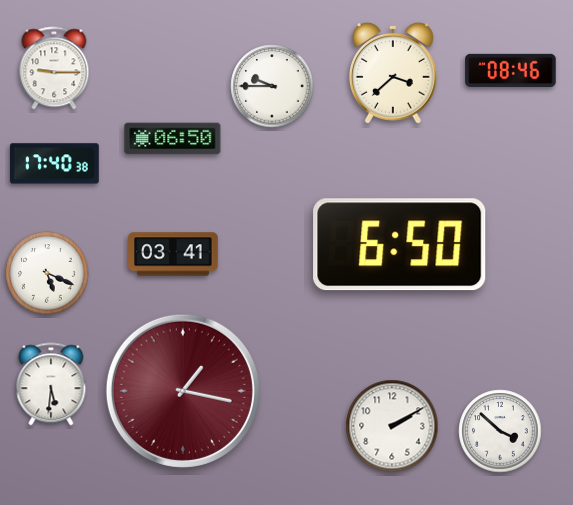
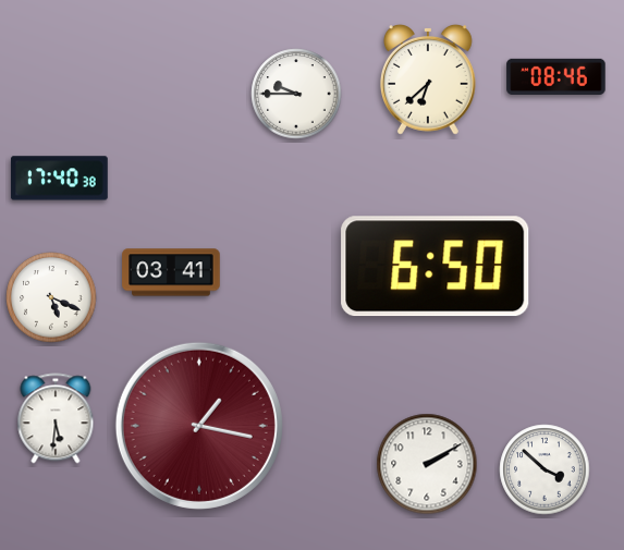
clock at (54, 68): 9:15 -> none
clock at (393, 73): 3:38 -> 6:38
clock at (173, 139): 06:50 -> none
clock at (173, 254) position: (173, 254) -> (171, 272)
